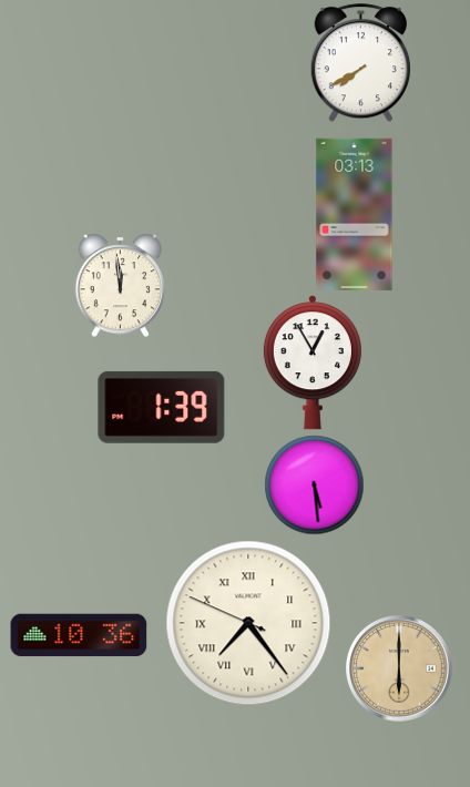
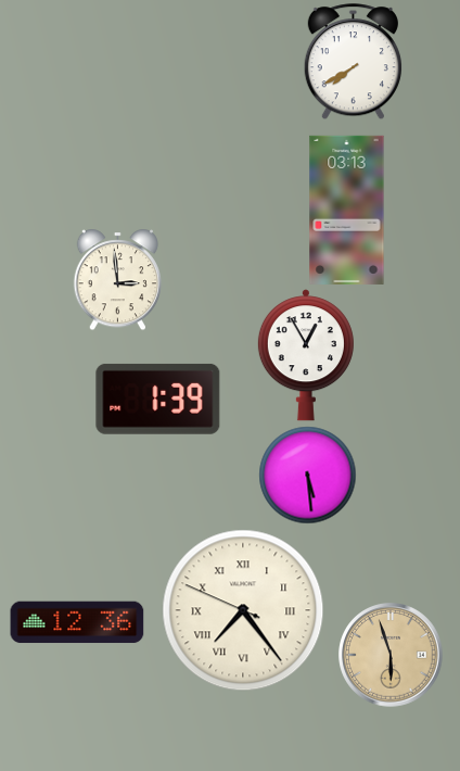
clock at (121, 285): 11:59 -> 2:59
clock at (79, 635): 10:36 -> 12:36
clock at (399, 668): 6:00 -> 5:57
